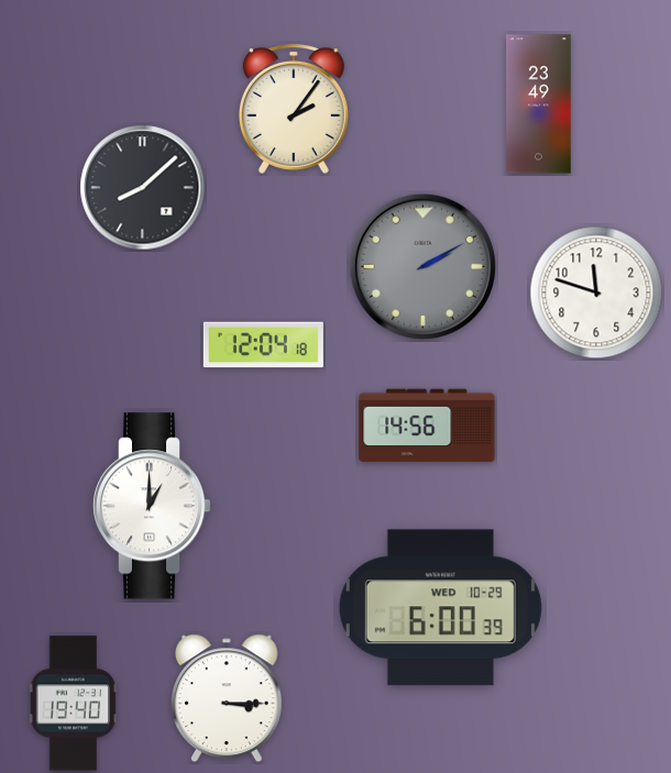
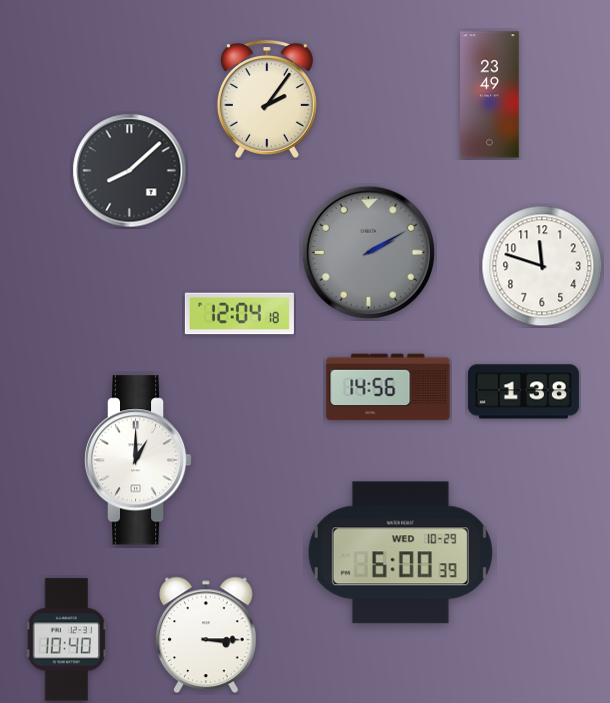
clock at (422, 266) position: (422, 266) -> (368, 252)
clock at (523, 392): none -> 1:38
clock at (74, 704): 19:40 -> 10:40
